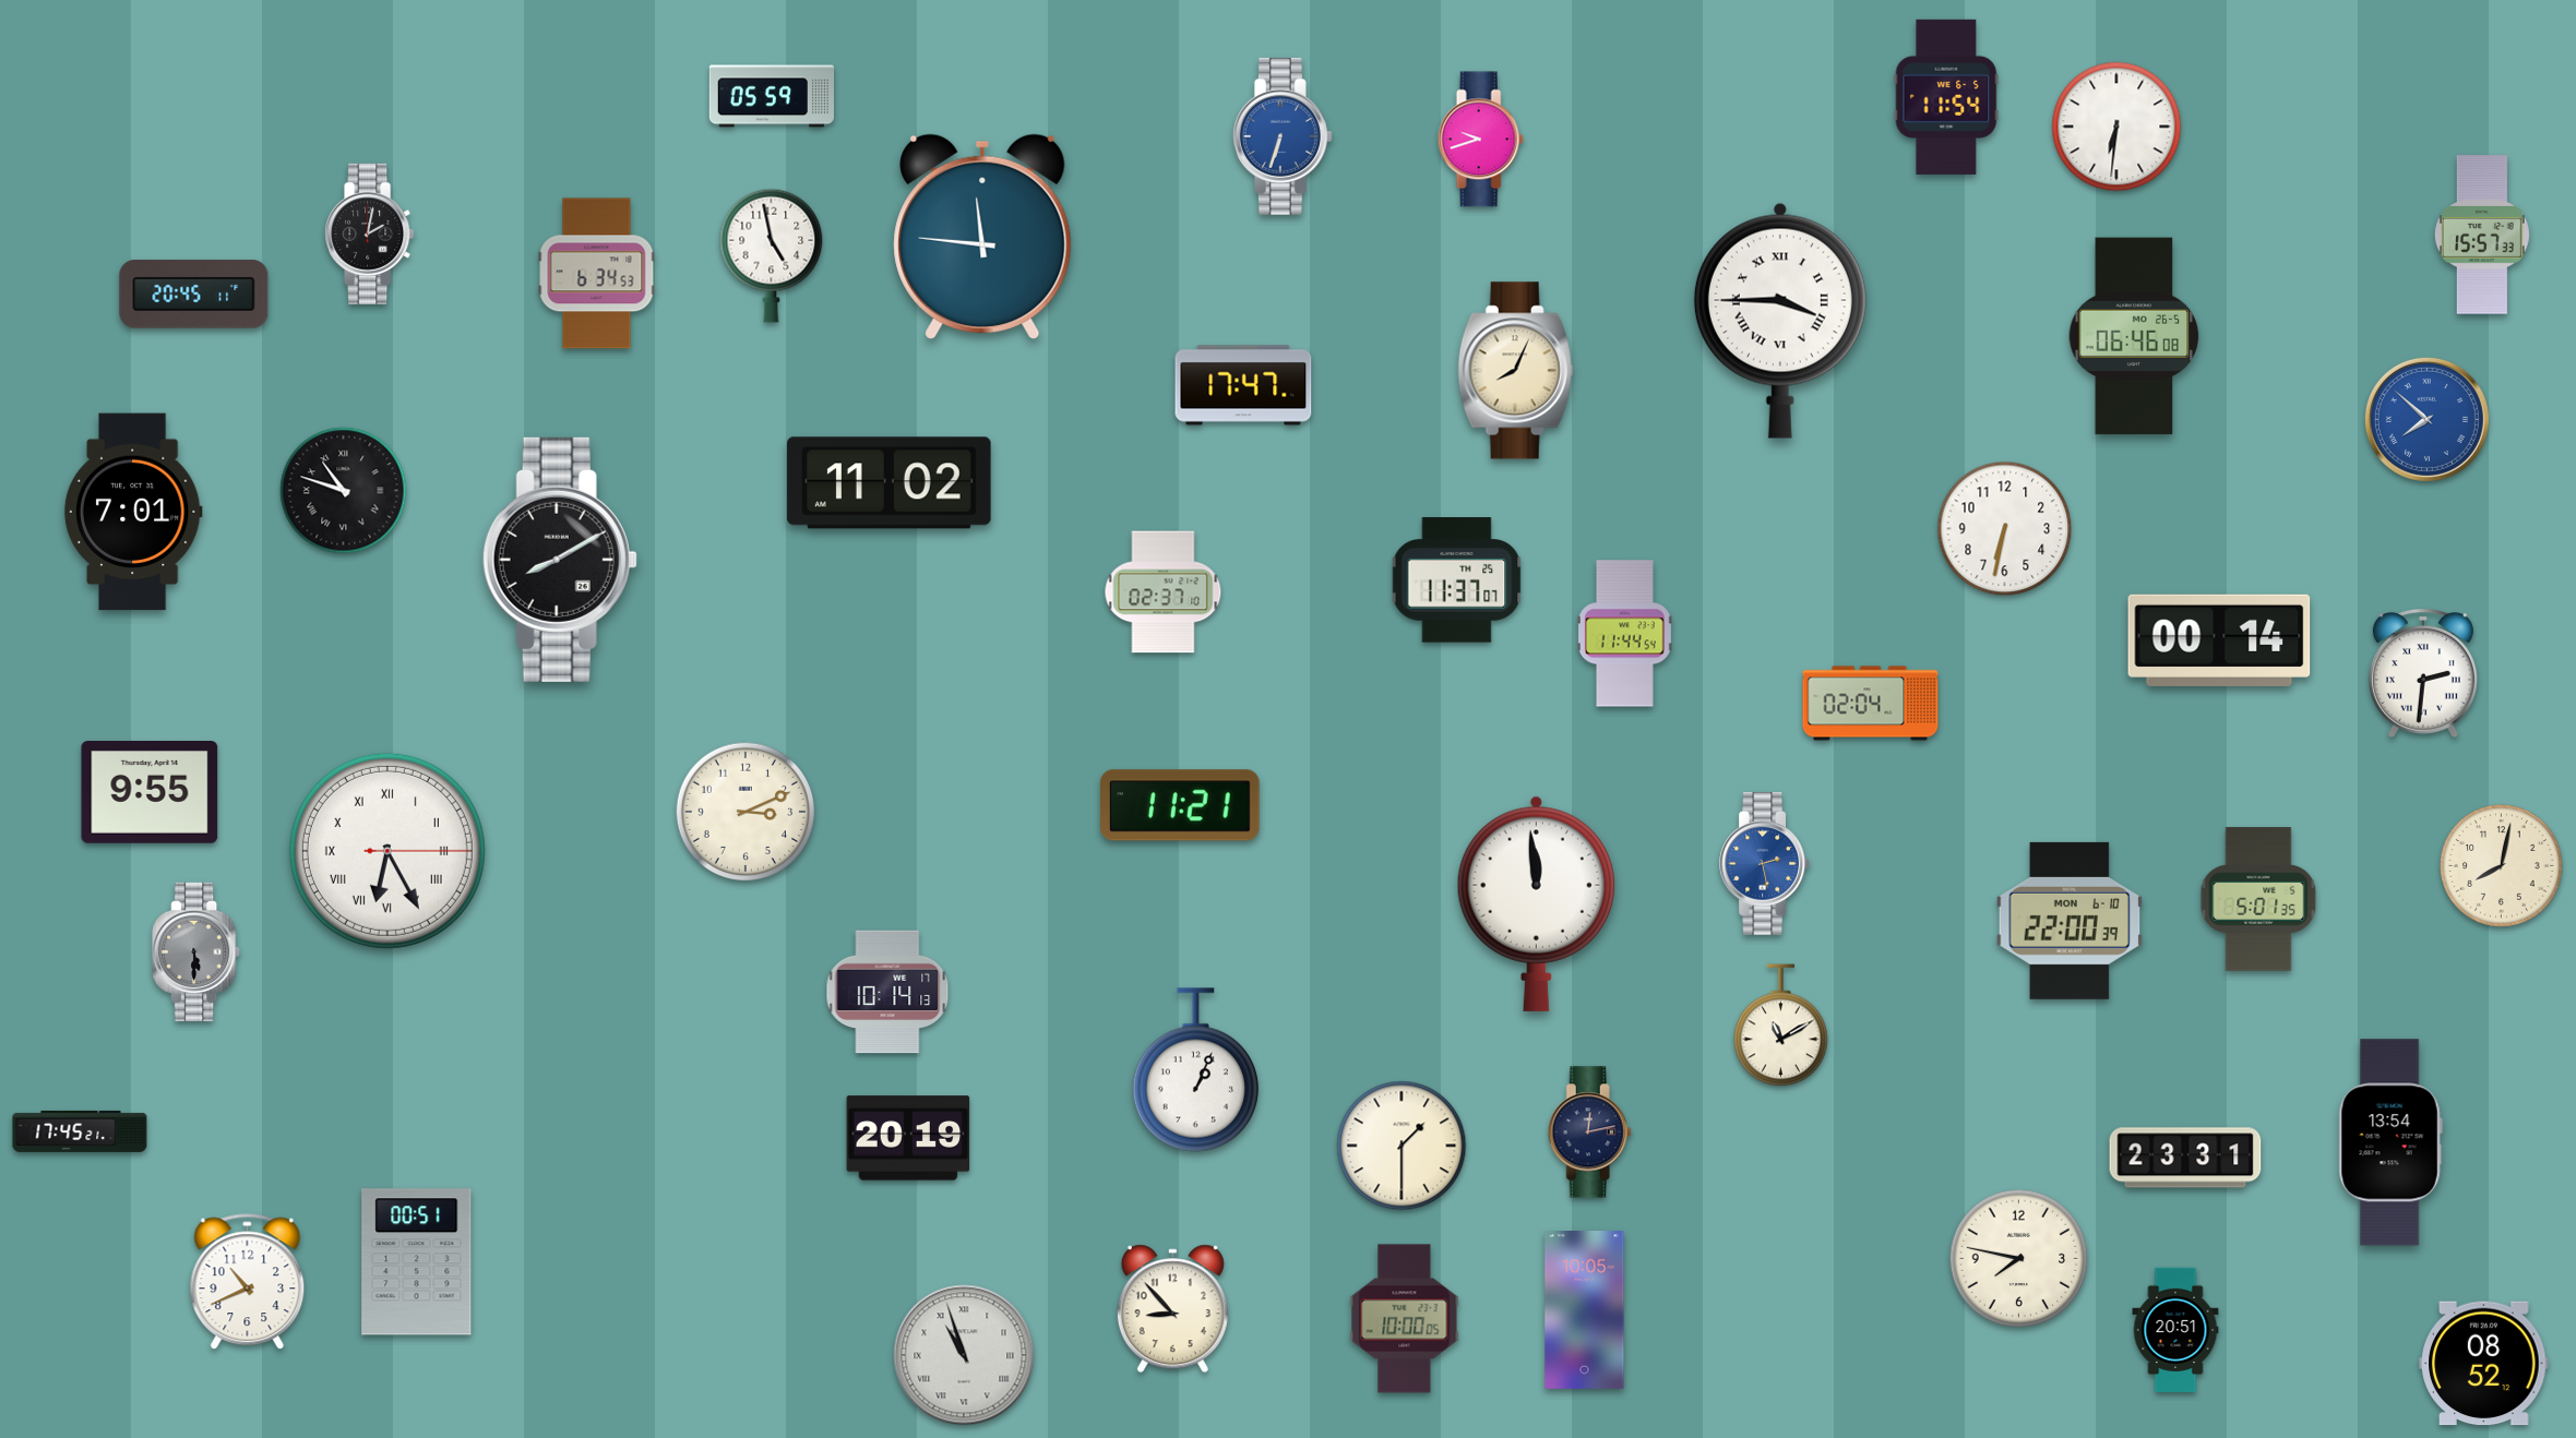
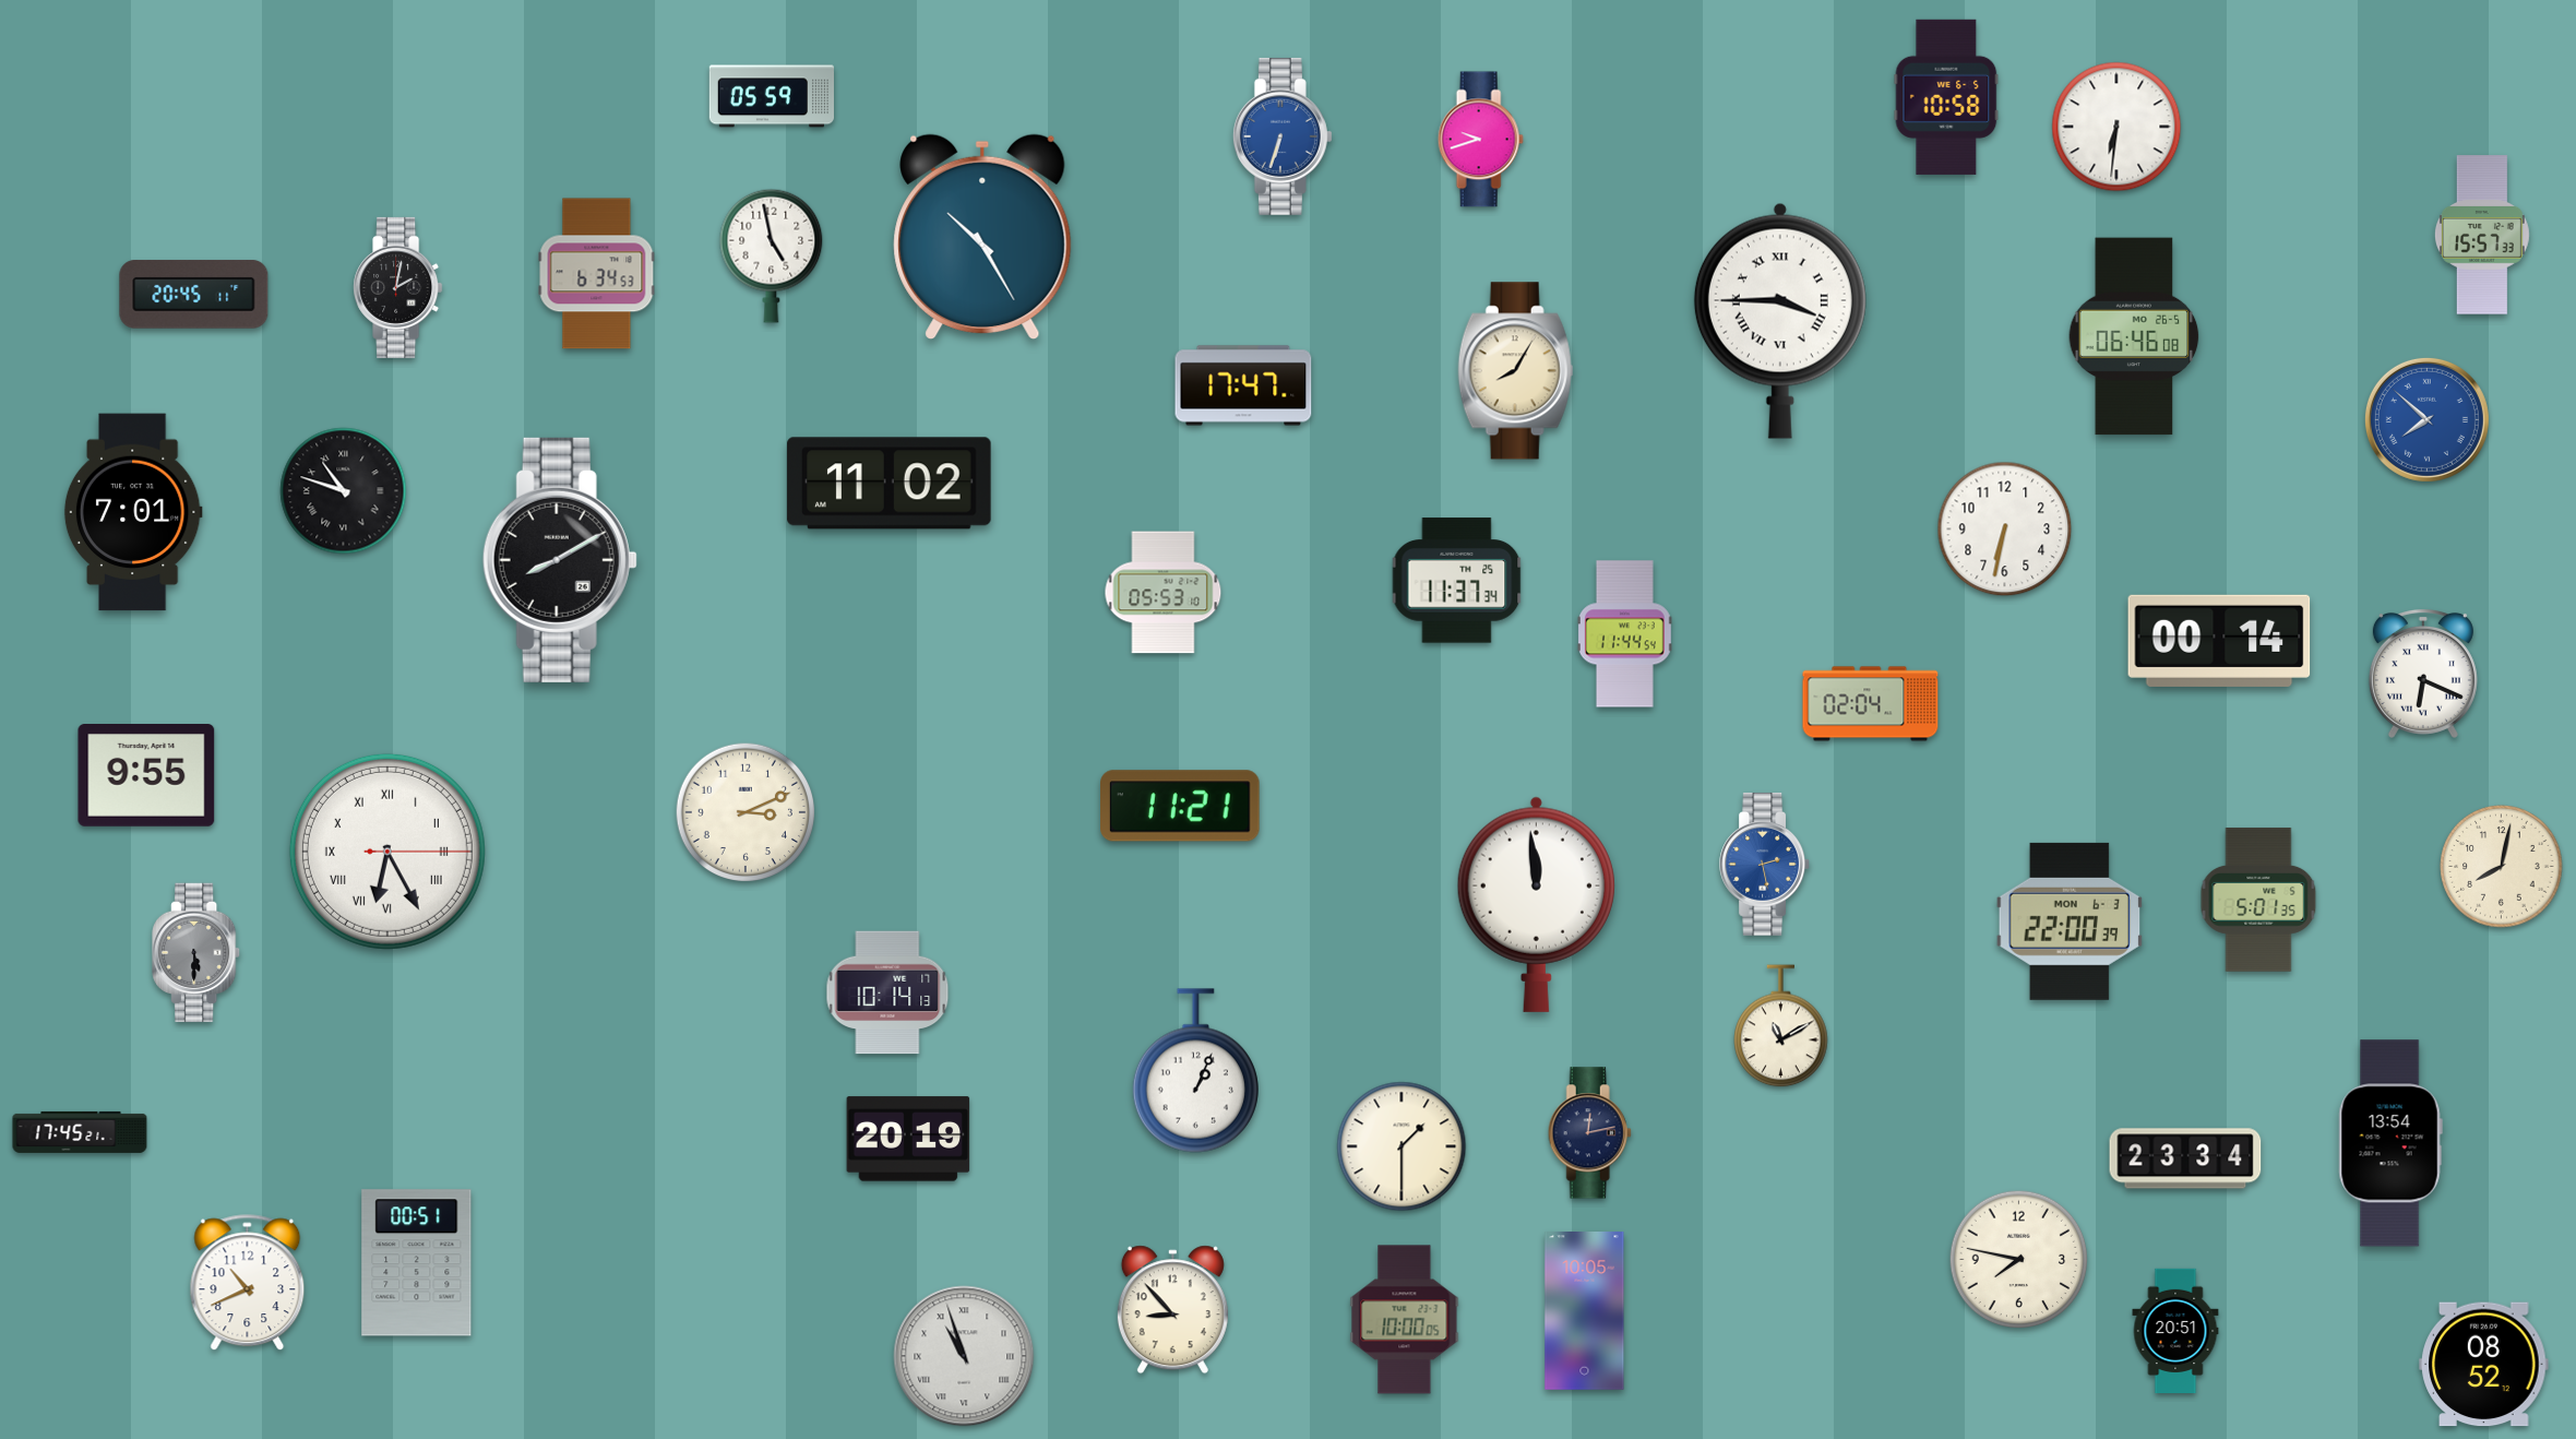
clock at (1946, 97): 11:54 -> 10:58
clock at (370, 233) position: (370, 233) -> (398, 287)
clock at (982, 237): 11:46 -> 10:25
clock at (1516, 371): 8:04 -> 8:05
clock at (1457, 580): 11:37:07 -> 11:37:34
clock at (1164, 592): 02:37 -> 05:53
clock at (2423, 673): 2:31 -> 6:19
clock at (150, 793) position: (150, 793) -> (146, 776)
clock at (2070, 921) date: MON 6-10 -> MON 6-3
clock at (2185, 1158): 23:31 -> 23:34
